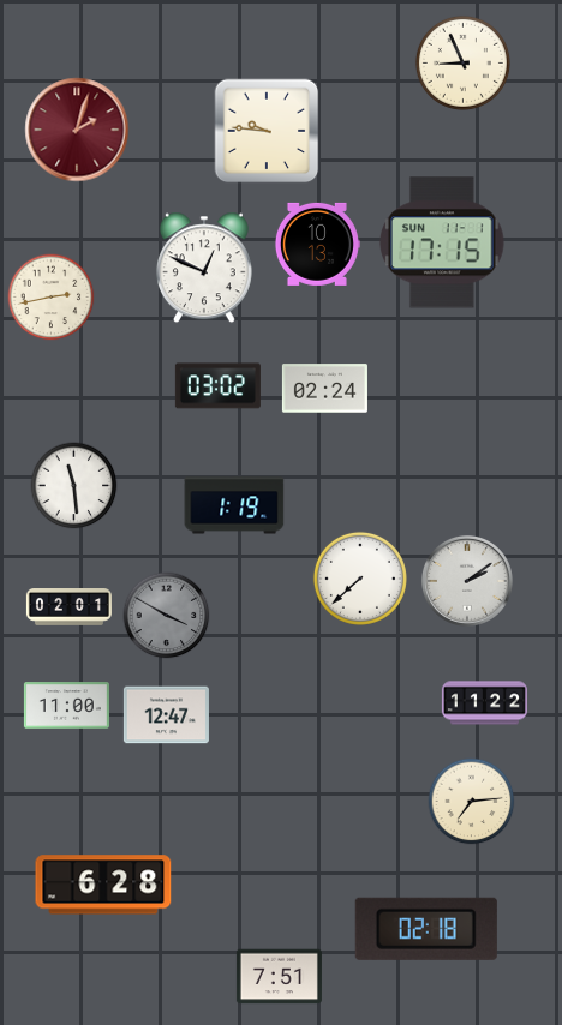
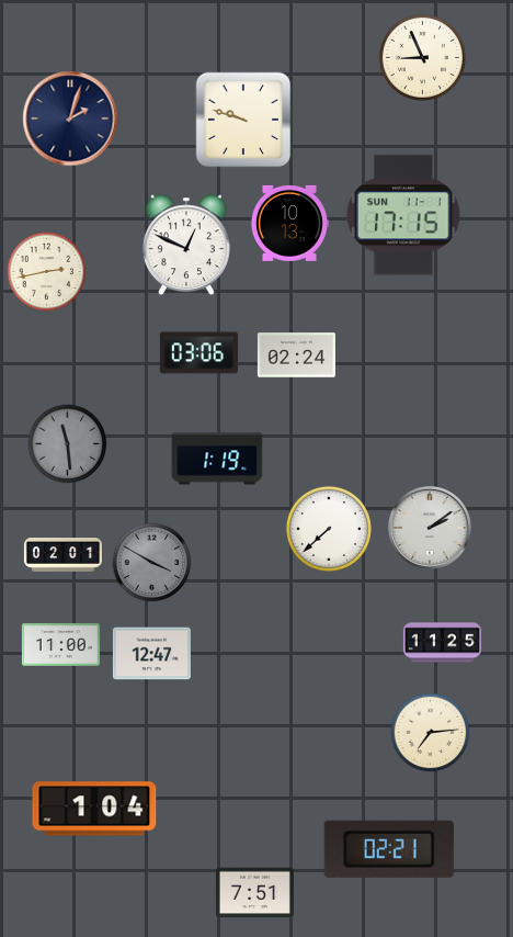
clock at (77, 130) dial: burgundy -> navy
clock at (267, 131): 9:46 -> 9:48
clock at (443, 242) position: (443, 242) -> (404, 215)
clock at (217, 386): 03:02 -> 03:06
clock at (74, 486) dial: white -> grey
clock at (234, 505) position: (234, 505) -> (217, 459)
clock at (467, 581) position: (467, 581) -> (430, 528)
clock at (484, 703): 11:22 -> 11:25
clock at (103, 885): 6:28 -> 1:04
clock at (426, 929): 02:18 -> 02:21
